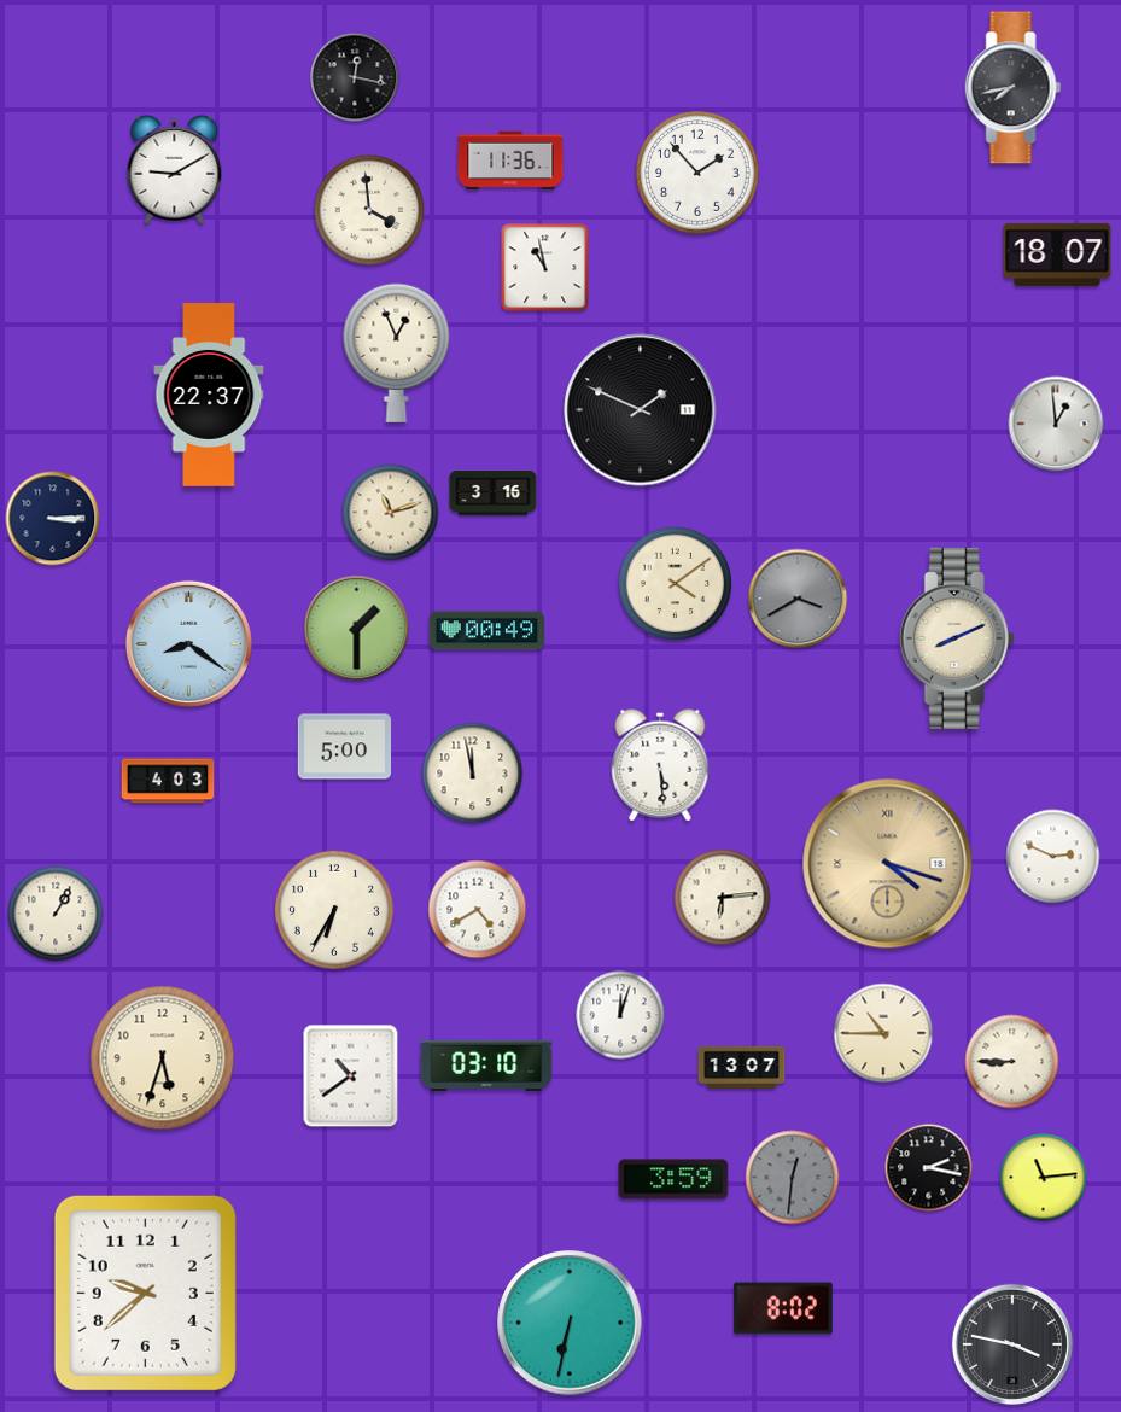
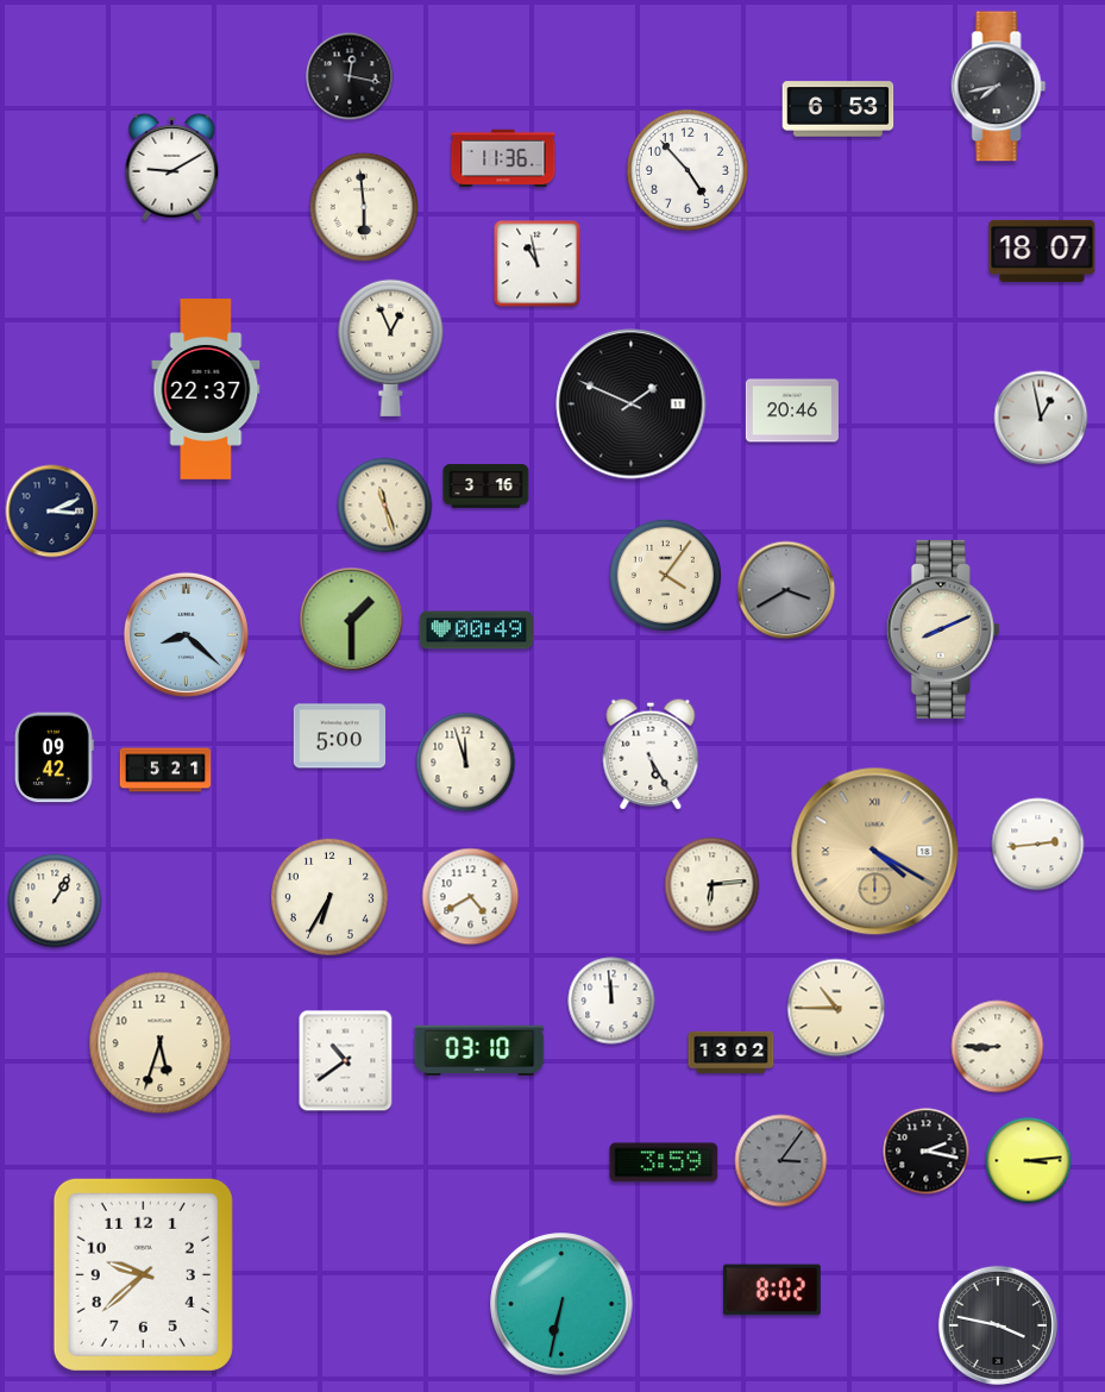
clock at (839, 109): none -> 6:53
clock at (699, 174): 1:53 -> 4:53
clock at (369, 210): 3:59 -> 5:59
clock at (792, 410): none -> 20:46
clock at (1056, 424): 12:59 -> 12:58
clock at (391, 513): 11:12 -> 11:27
clock at (53, 519): 3:15 -> 3:11
clock at (675, 583): 4:09 -> 4:06
clock at (486, 631) position: (486, 631) -> (476, 631)
clock at (188, 643): 8:21 -> 8:22
clock at (660, 765): 5:29 -> 5:25
clock at (54, 758): none -> 09:42
clock at (473, 774): 11:58 -> 11:57
clock at (168, 781): 4:03 -> 5:21
clock at (1053, 857): 2:49 -> 2:44
clock at (888, 864): 4:18 -> 4:20
clock at (620, 1015): 12:03 -> 11:59
clock at (883, 1033) position: (883, 1033) -> (836, 1008)
clock at (742, 1068): 13:07 -> 13:02
clock at (929, 1168) position: (929, 1168) -> (927, 1152)
clock at (793, 1178): 12:31 -> 3:06
clock at (1044, 1178): 11:14 -> 3:14
